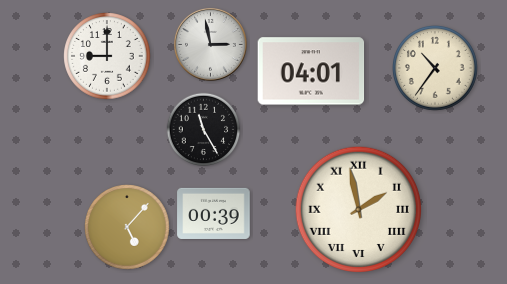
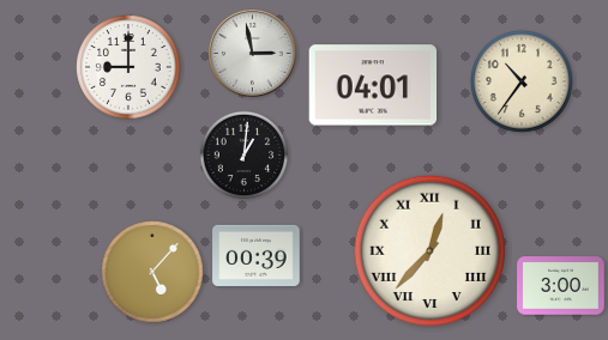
clock at (204, 130): 11:25 -> 1:01
clock at (358, 209): 1:58 -> 12:37
clock at (561, 286): none -> 3:00
